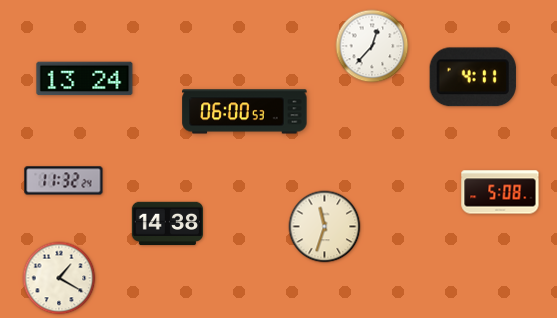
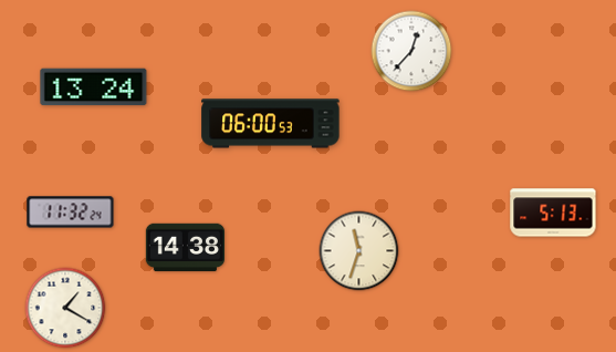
clock at (473, 77): 4:11 -> none
clock at (64, 181) position: (64, 181) -> (71, 213)
clock at (500, 192): 5:08 -> 5:13
